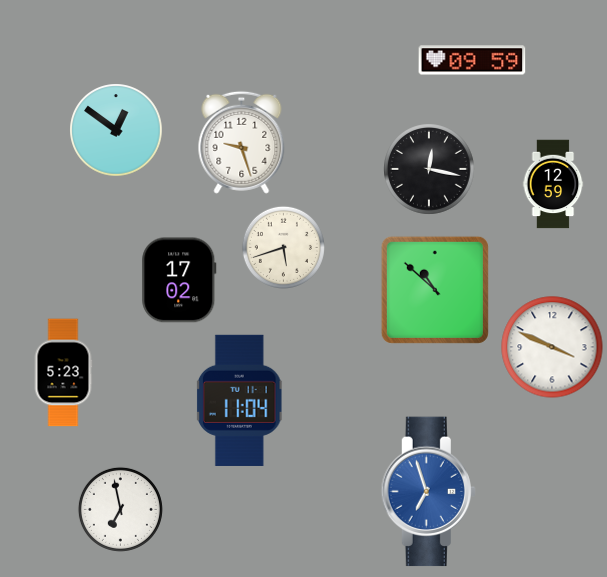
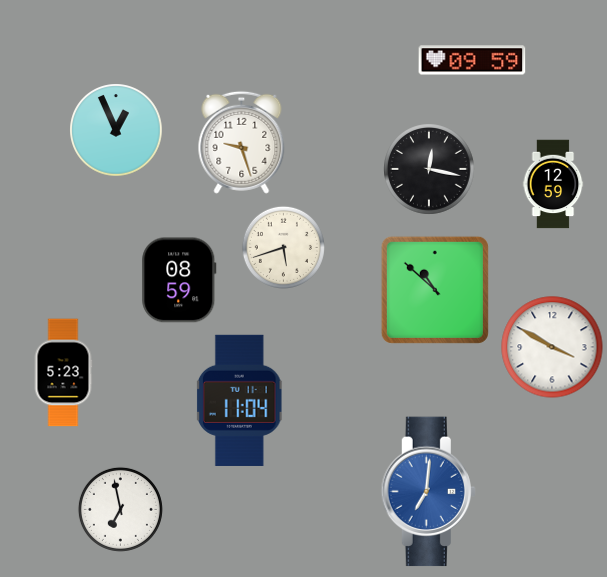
clock at (116, 130): 12:51 -> 12:56
clock at (179, 280): 17:02 -> 08:59
clock at (552, 347): 3:49 -> 3:50
clock at (428, 492): 6:57 -> 7:01
